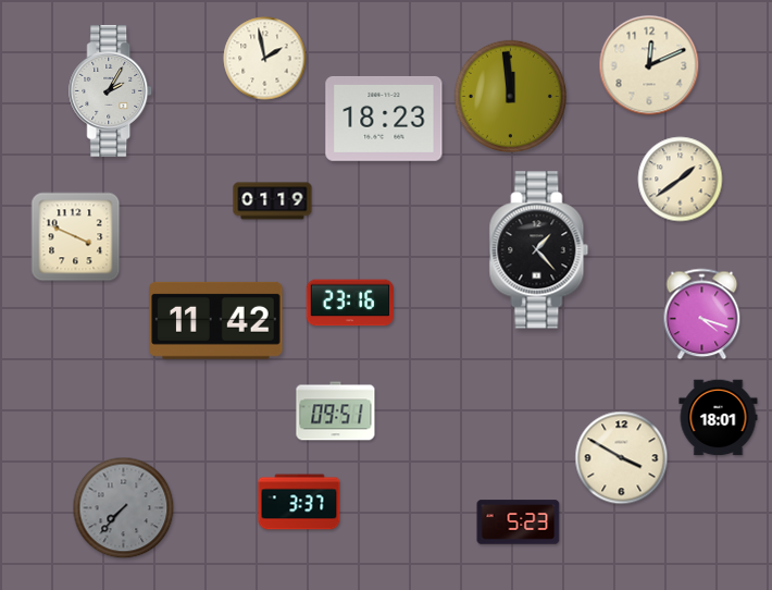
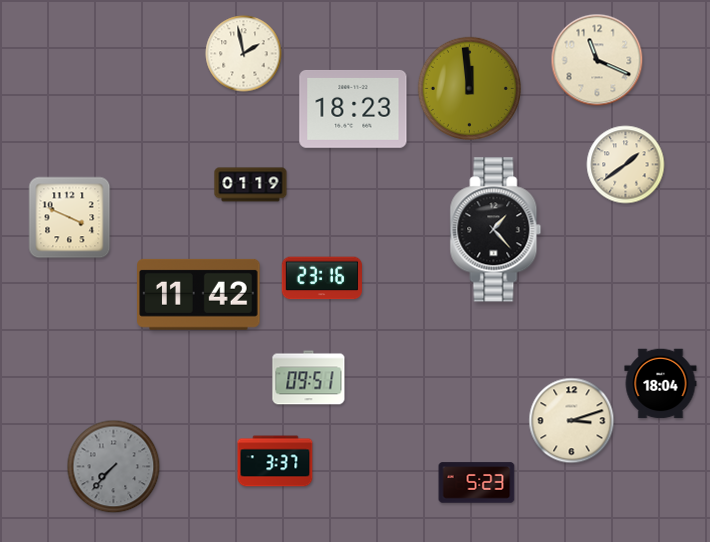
clock at (649, 65): 12:11 -> 11:19
clock at (111, 90): 2:05 -> none
clock at (702, 315): 4:18 -> none
clock at (719, 418): 18:01 -> 18:04
clock at (622, 458): 3:50 -> 3:12
clock at (519, 523) position: (519, 523) -> (477, 483)
